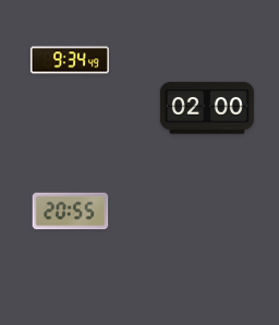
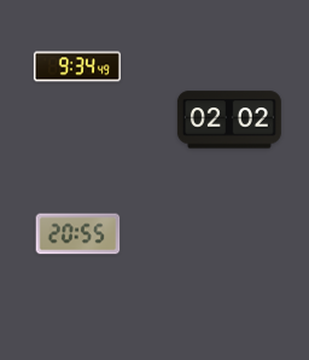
clock at (207, 108): 02:00 -> 02:02
